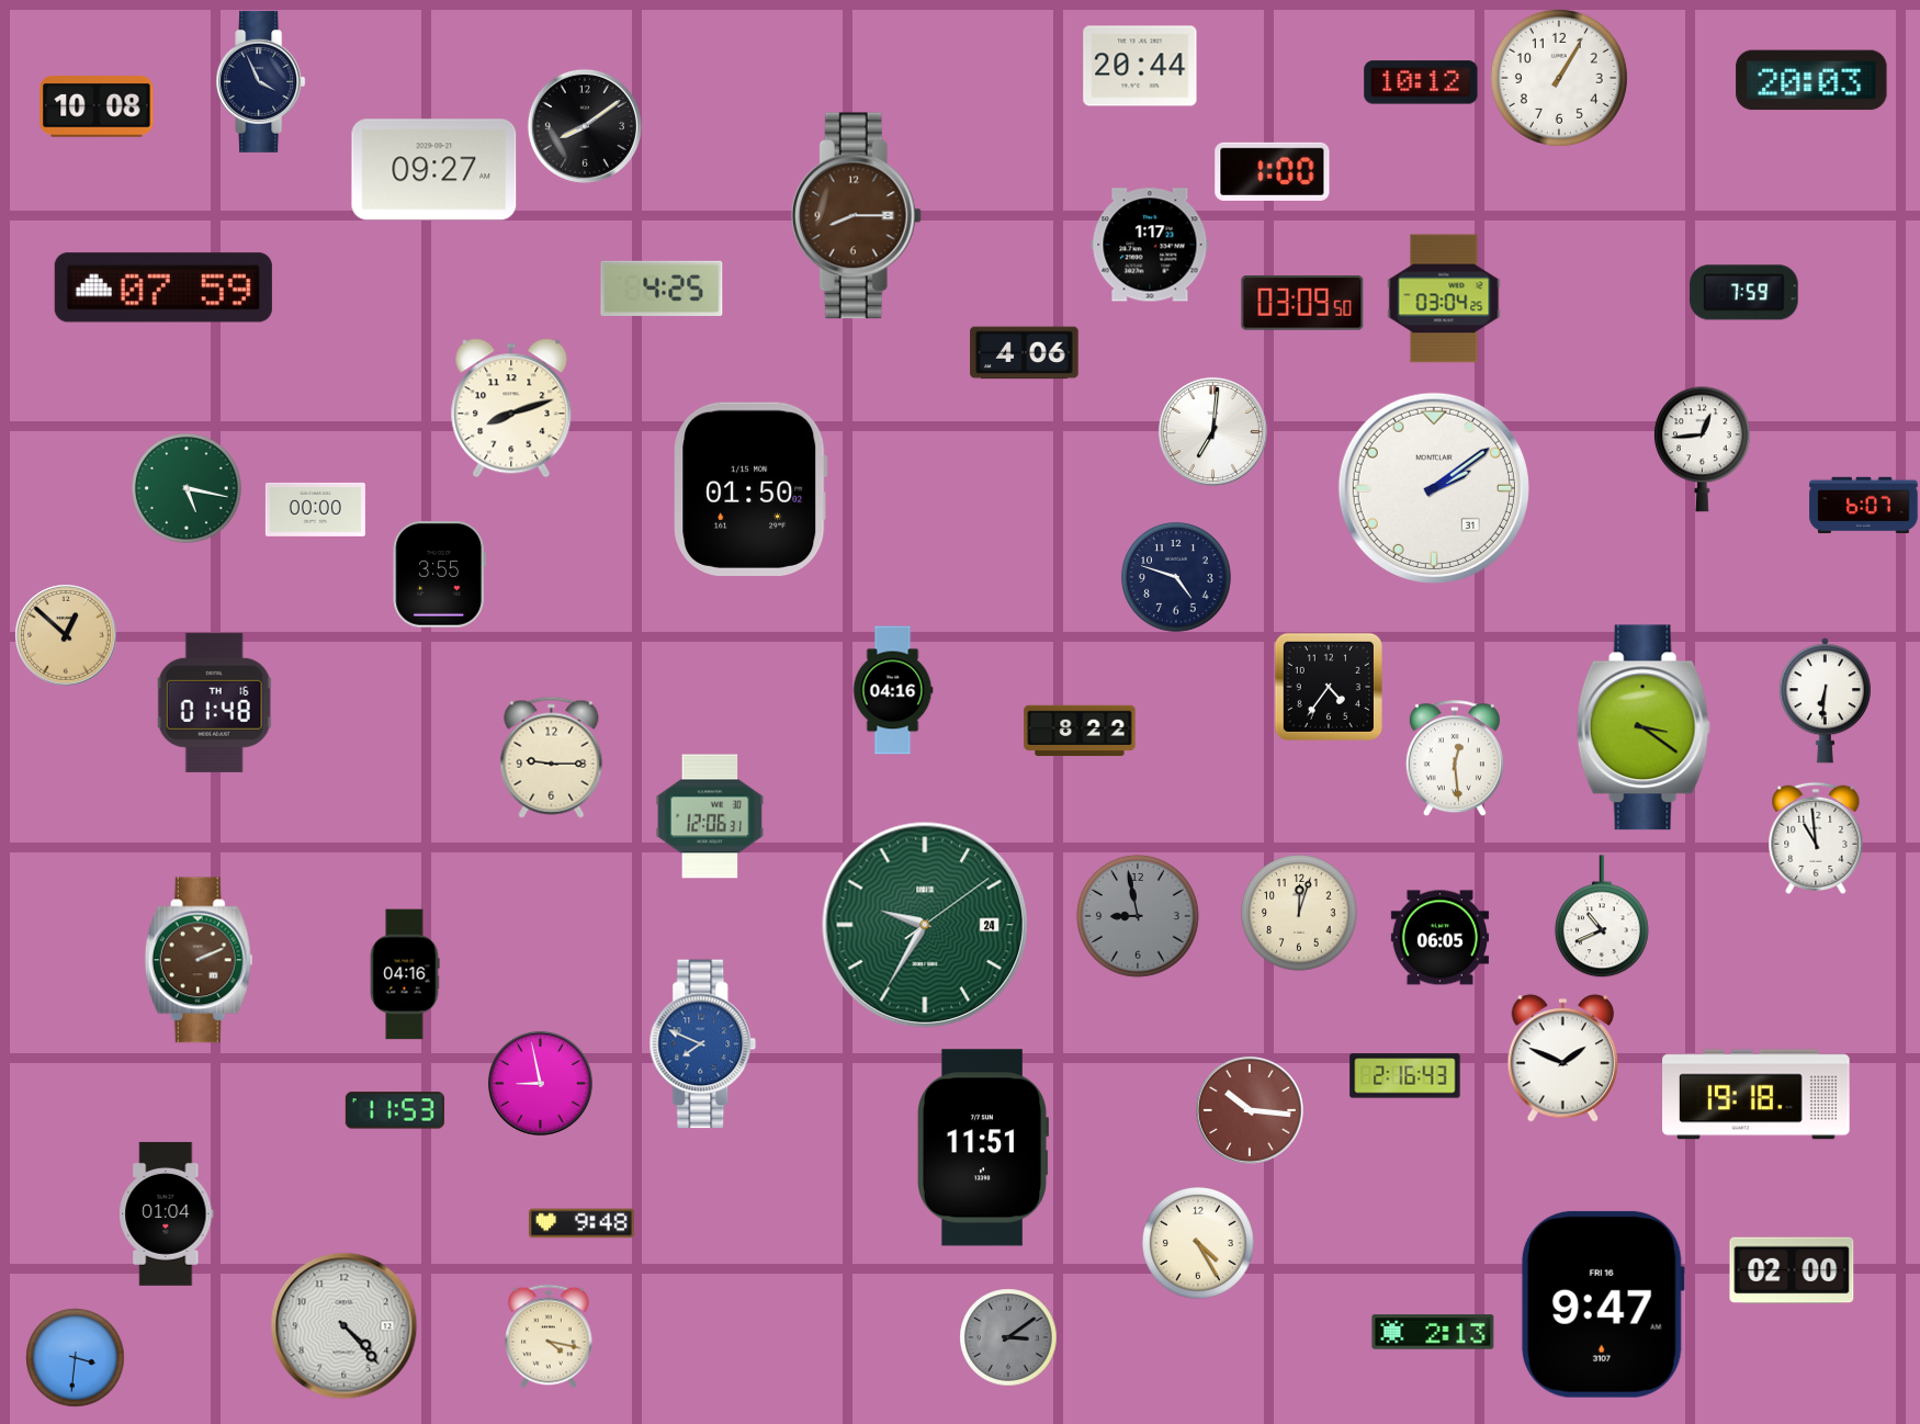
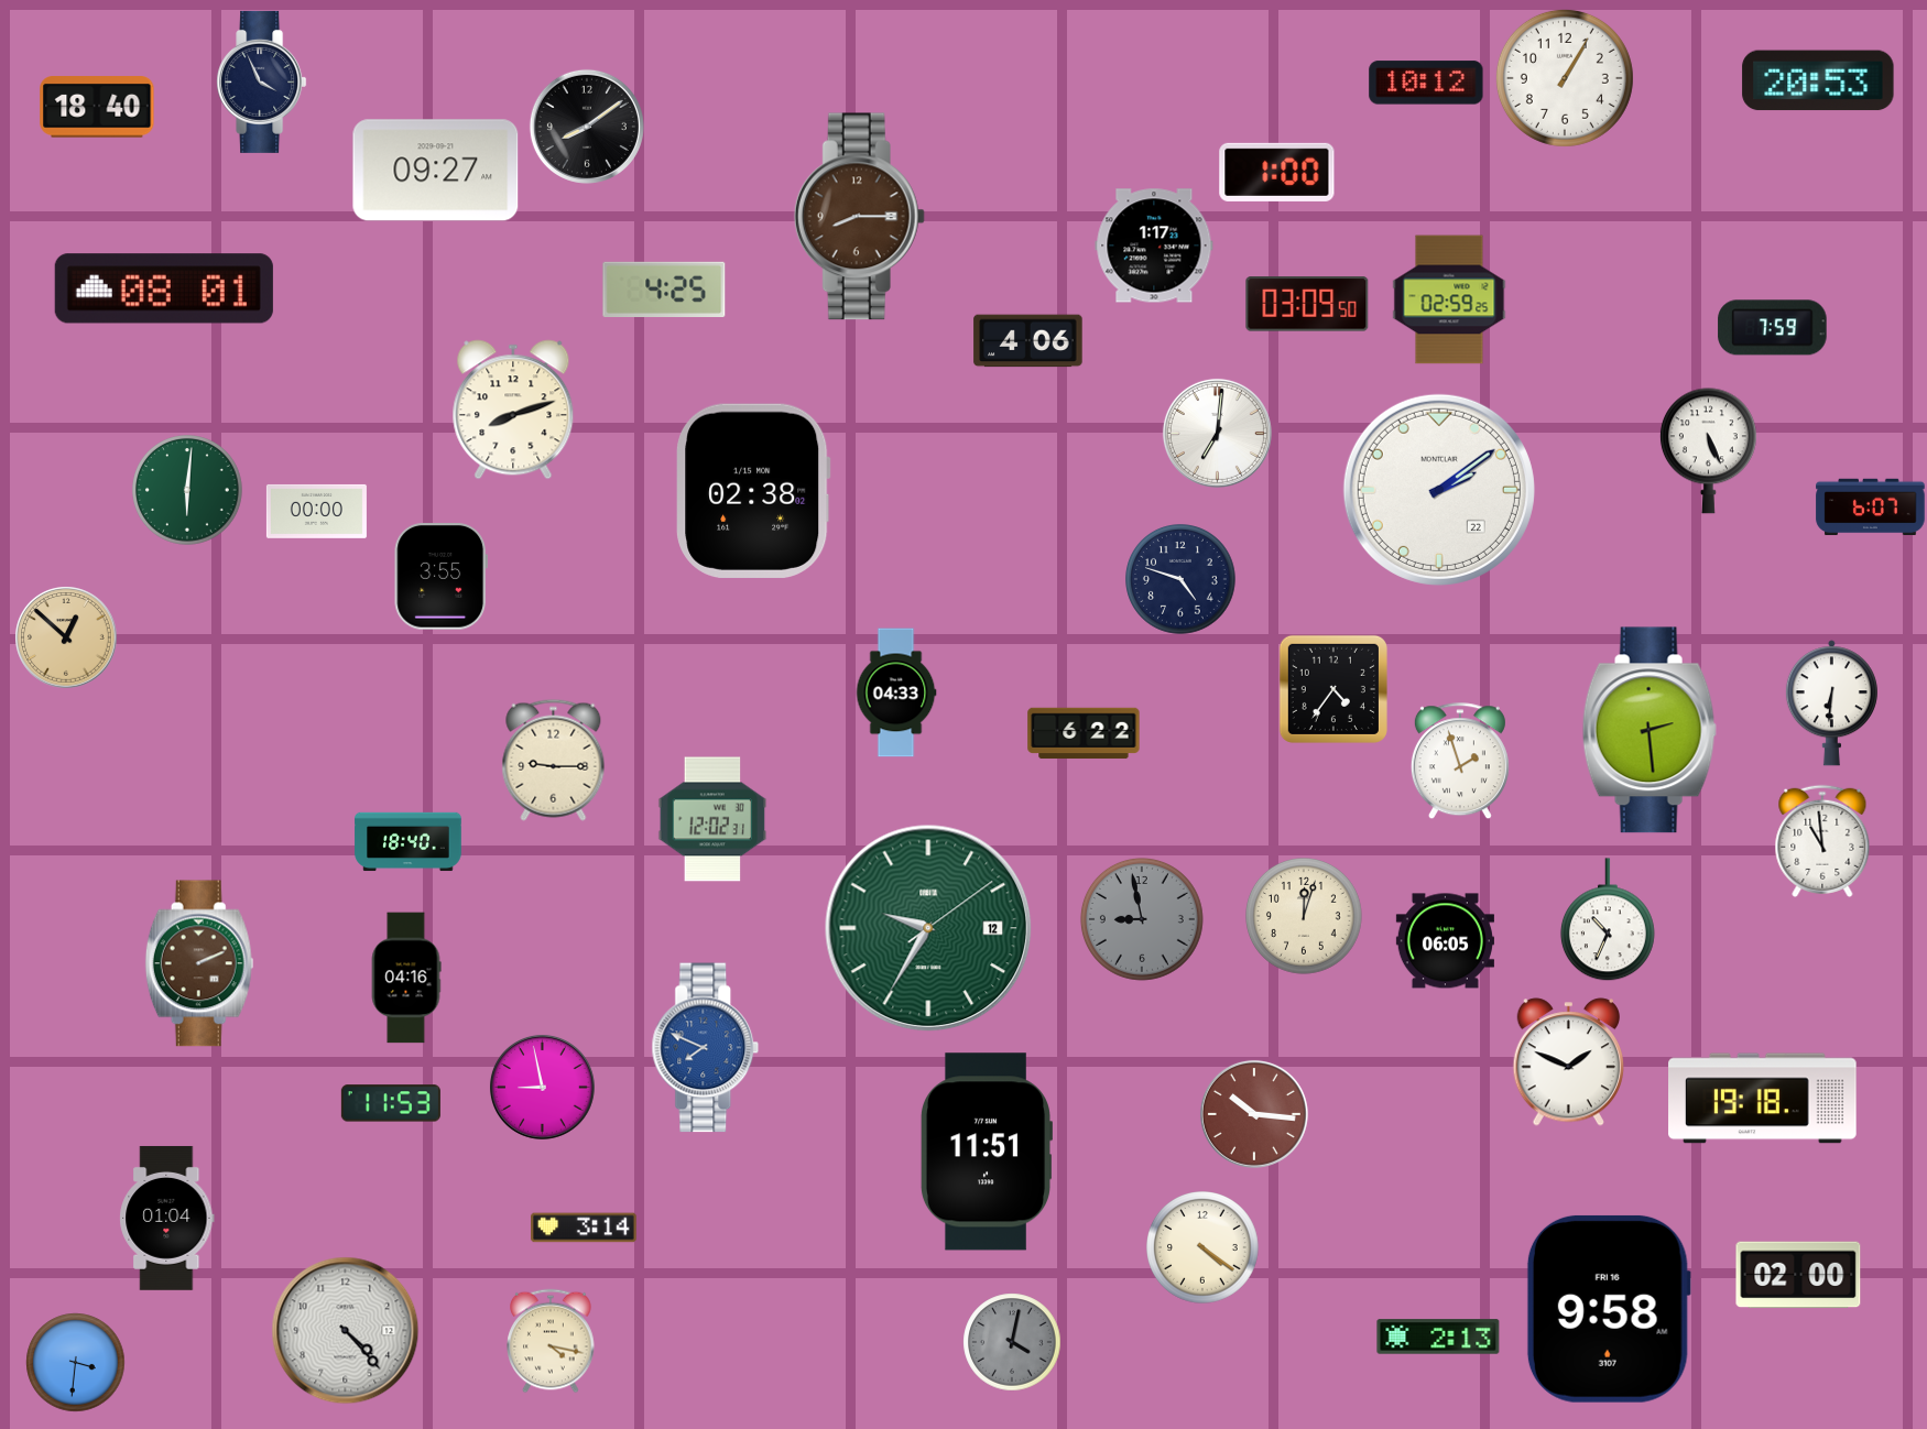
clock at (1140, 66): 20:44 -> none
clock at (1811, 80): 20:03 -> 20:53
clock at (97, 106): 10:08 -> 18:40
clock at (163, 287): 07:59 -> 08:01
clock at (1744, 293) position: (1744, 293) -> (1773, 328)
clock at (1444, 298): 03:04 -> 02:59
clock at (1025, 353) position: (1025, 353) -> (1028, 341)
clock at (1702, 450): 12:44 -> 5:26
clock at (187, 488): 5:17 -> 6:01
clock at (1434, 488) date: 31 -> 22
clock at (750, 489): 01:50 -> 02:38
clock at (893, 690): 04:16 -> 04:33
clock at (215, 702): 01:48 -> none
clock at (1644, 727): 3:21 -> 2:29
clock at (1080, 731): 8:22 -> 6:22
clock at (1455, 759): 12:29 -> 1:57
clock at (710, 816): 12:06 -> 12:02
clock at (409, 842): none -> 18:40
clock at (1602, 917): 10:41 -> 10:34
clock at (925, 925) date: 24 -> 12
clock at (1405, 1076): 2:16 -> none
clock at (395, 1110) position: (395, 1110) -> (391, 1103)
clock at (581, 1223): 9:48 -> 3:14
clock at (1199, 1244): 4:25 -> 4:21
clock at (1603, 1304): 9:47 -> 9:58
clock at (1008, 1337): 3:09 -> 4:02
